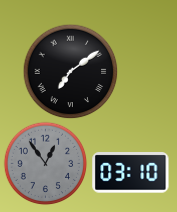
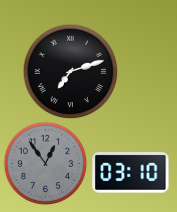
clock at (70, 71): 7:09 -> 7:12
